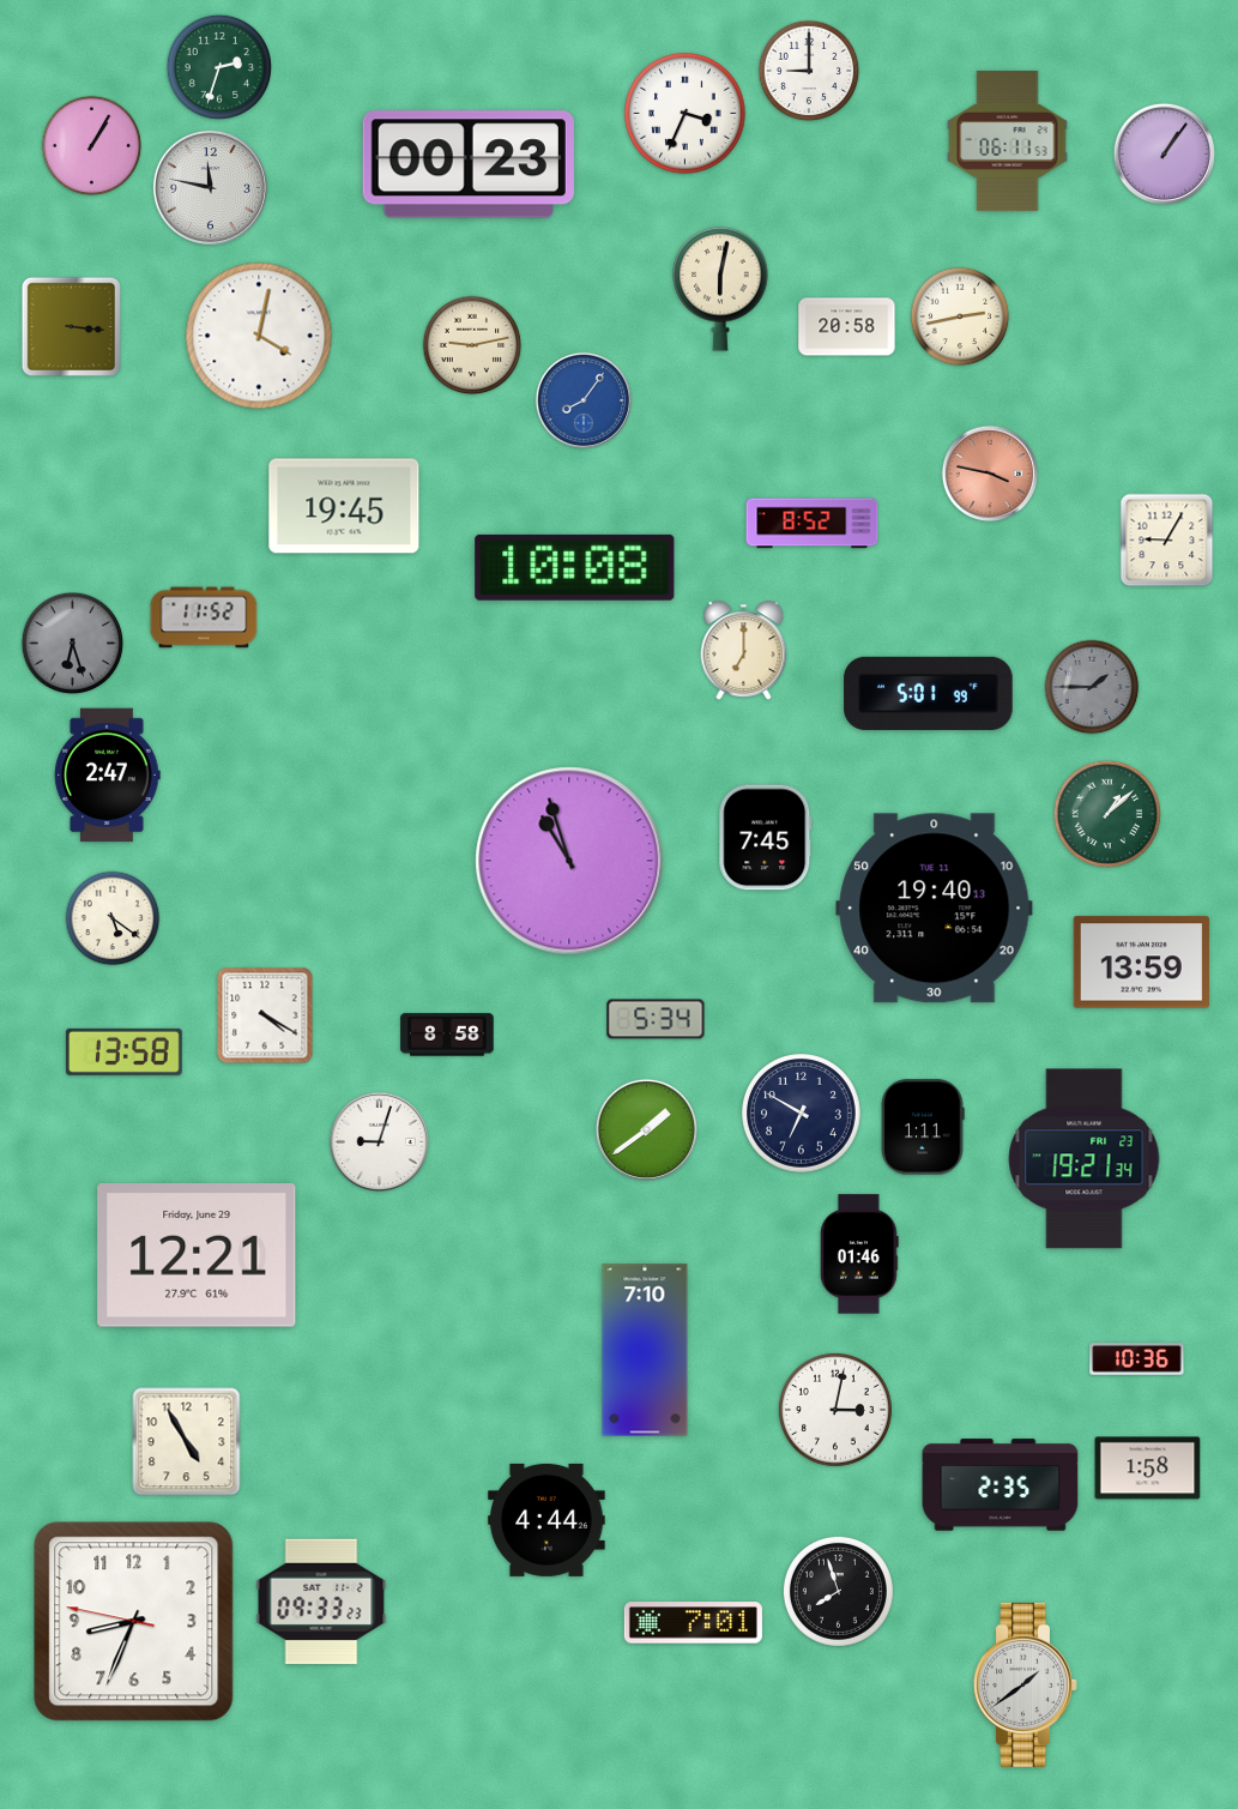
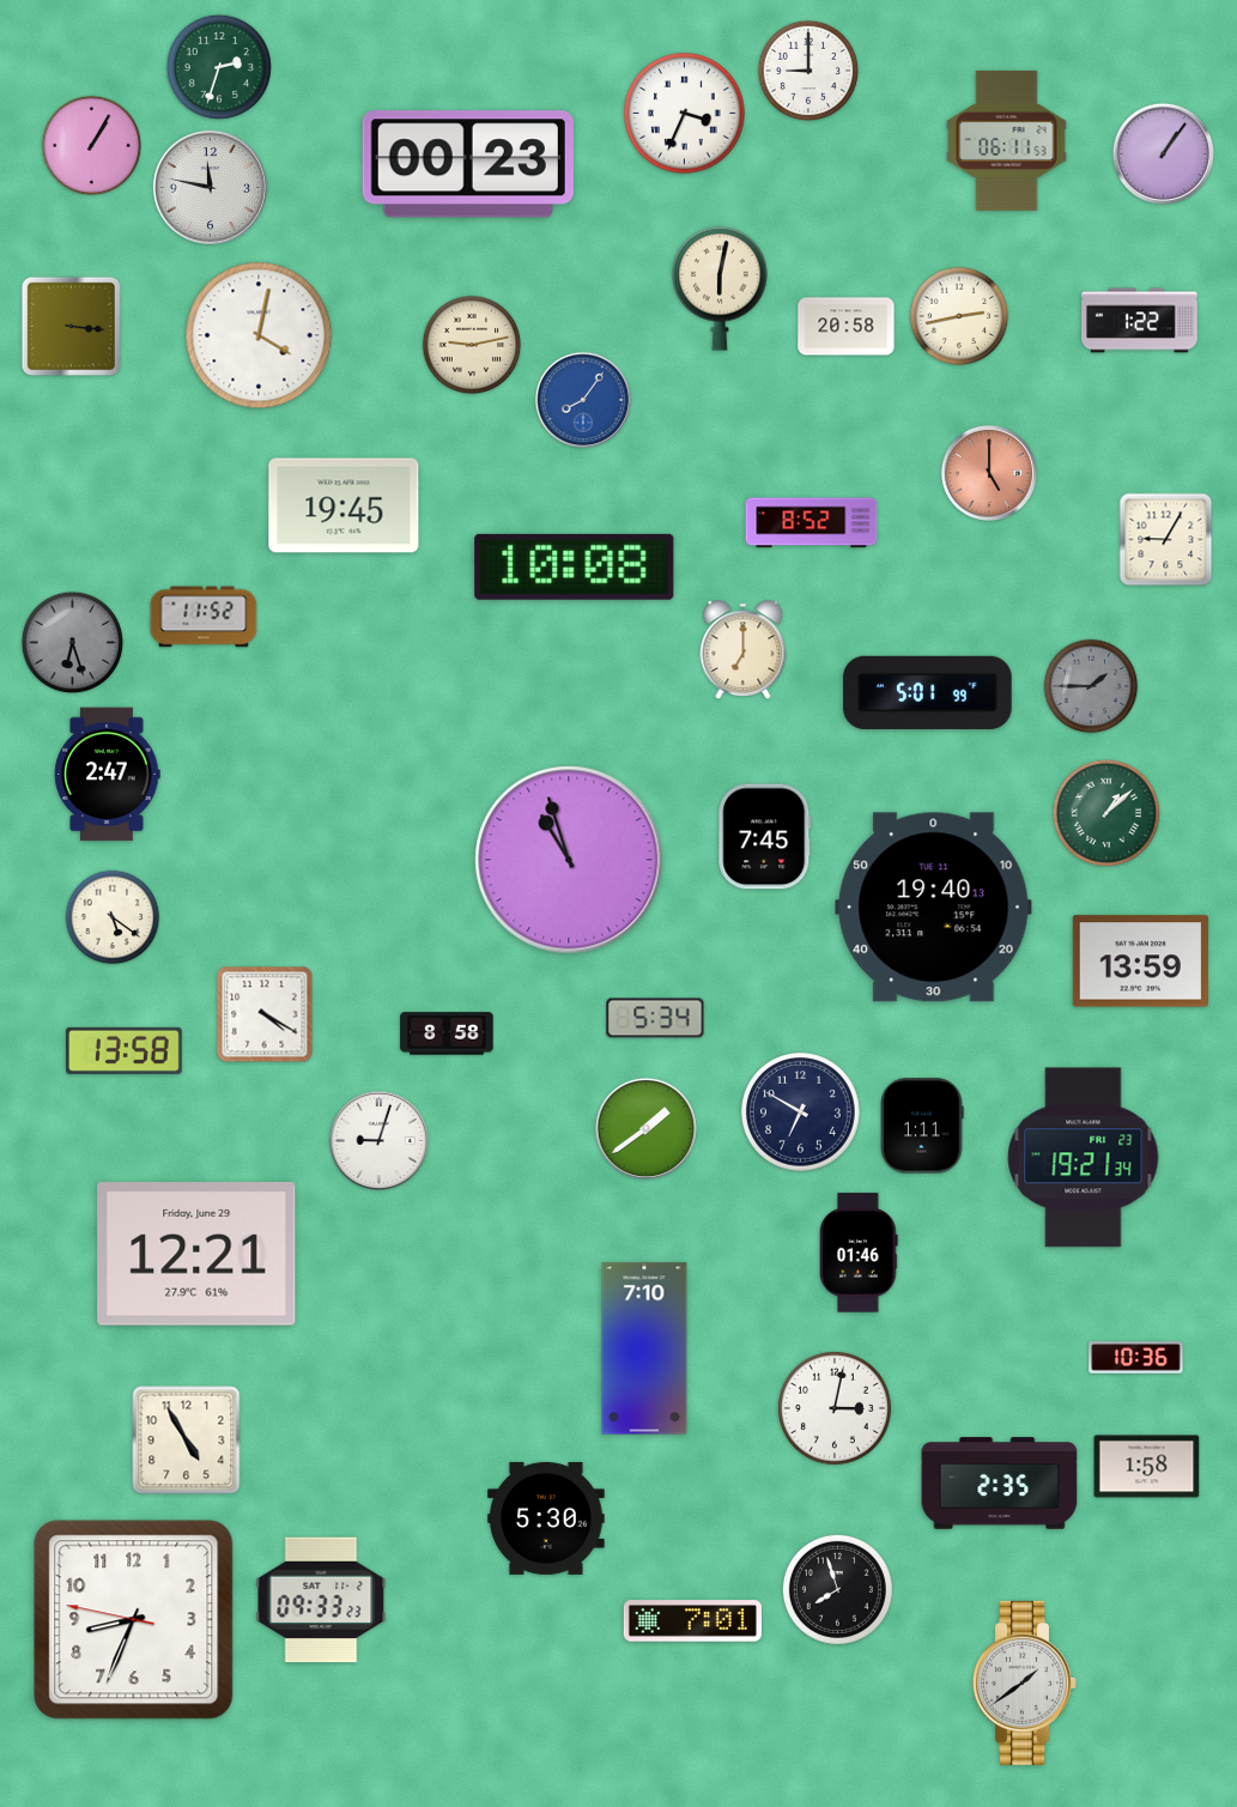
clock at (1140, 321): none -> 1:22
clock at (989, 472): 3:47 -> 5:00
clock at (546, 1520): 4:44 -> 5:30
